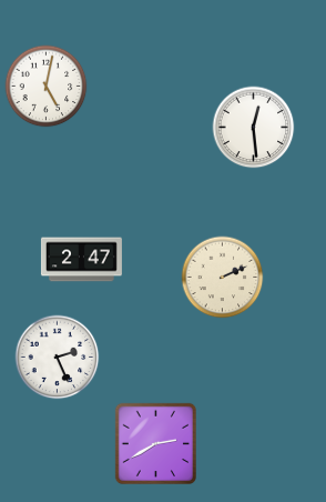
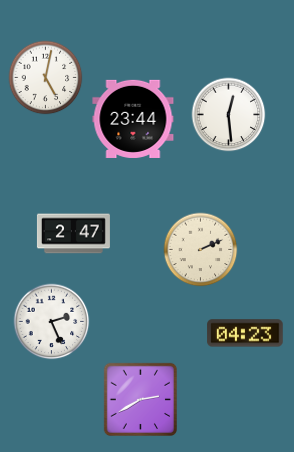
clock at (47, 87) position: (47, 87) -> (46, 78)
clock at (133, 119): none -> 23:44
clock at (245, 333): none -> 04:23
